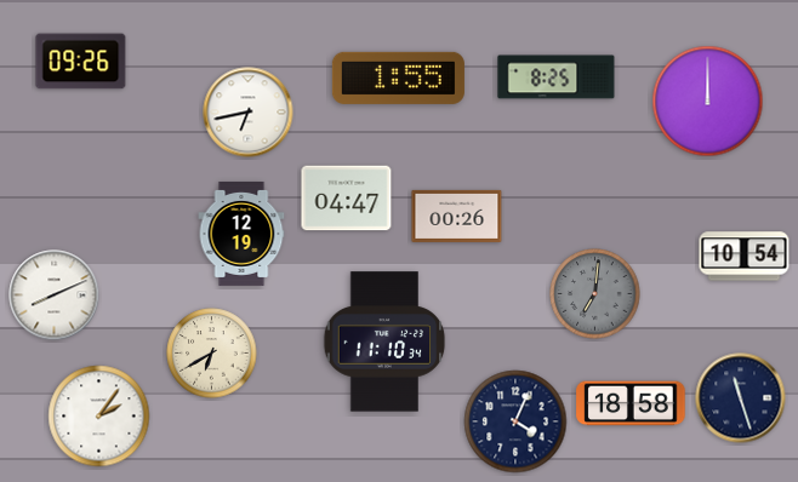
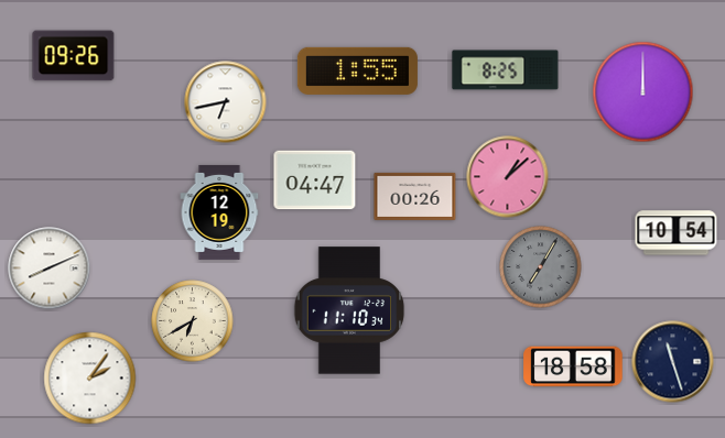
clock at (398, 78) position: (398, 78) -> (357, 70)
clock at (508, 177): none -> 1:08
clock at (595, 294): 7:01 -> 7:05
clock at (515, 421): 4:04 -> none
